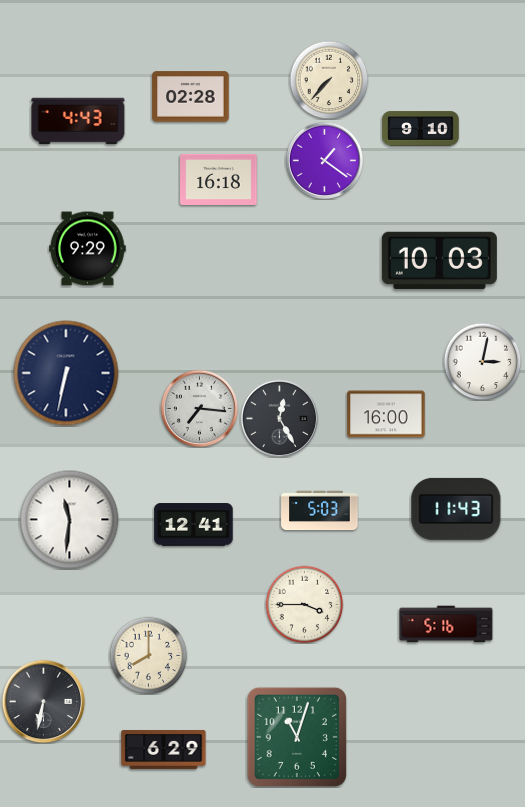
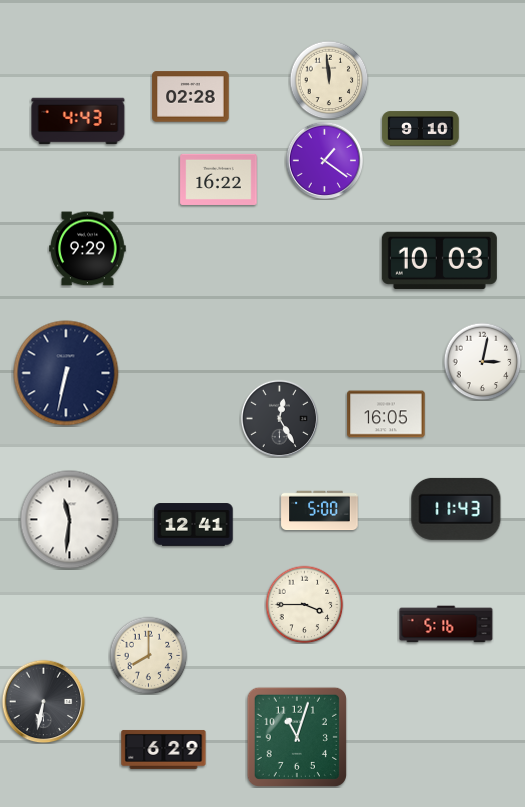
clock at (329, 80): 7:37 -> 11:59
clock at (219, 179): 16:18 -> 16:22
clock at (199, 408): 7:16 -> none
clock at (386, 414): 16:00 -> 16:05
clock at (320, 511): 5:03 -> 5:00
